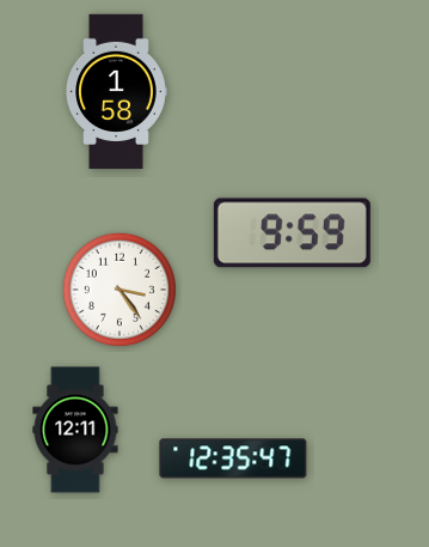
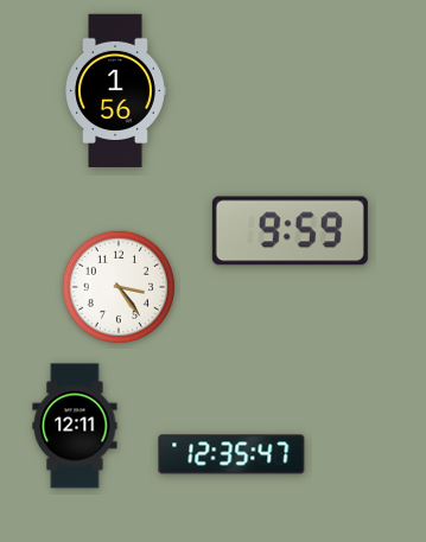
clock at (116, 92): 1:58 -> 1:56
